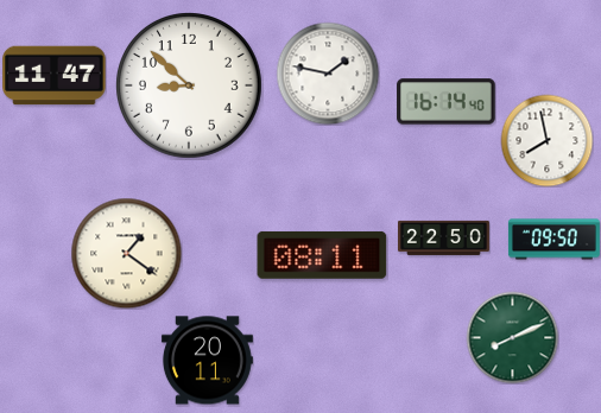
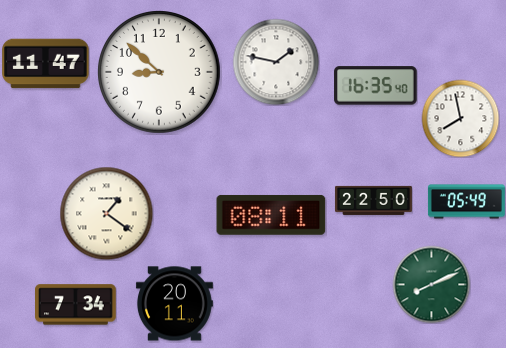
clock at (447, 102): 16:14 -> 16:35
clock at (553, 240): 09:50 -> 05:49
clock at (76, 305): none -> 7:34
